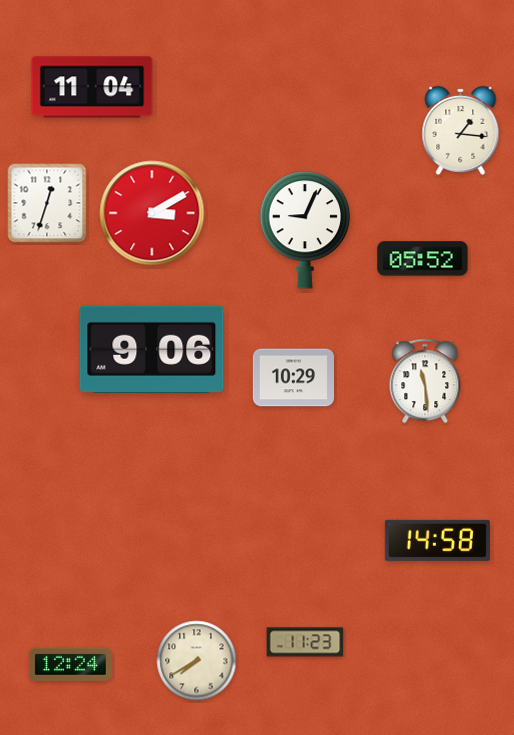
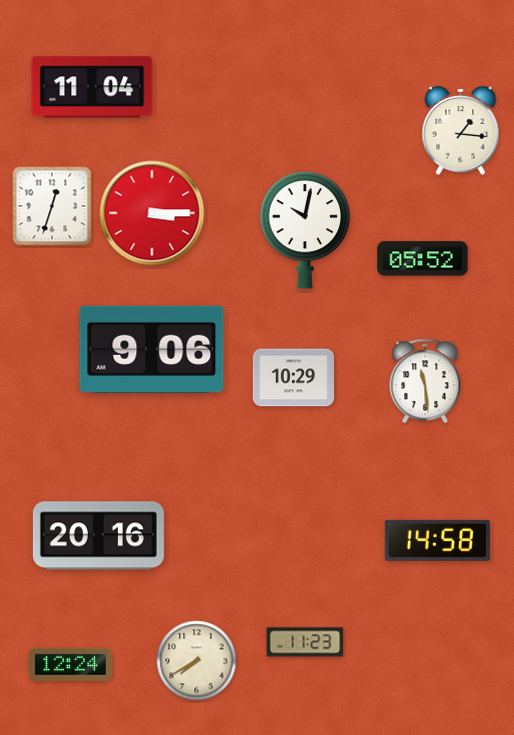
clock at (47, 203) position: (47, 203) -> (52, 206)
clock at (152, 213): 3:10 -> 3:15
clock at (305, 230): 9:04 -> 10:02
clock at (98, 536): none -> 20:16
